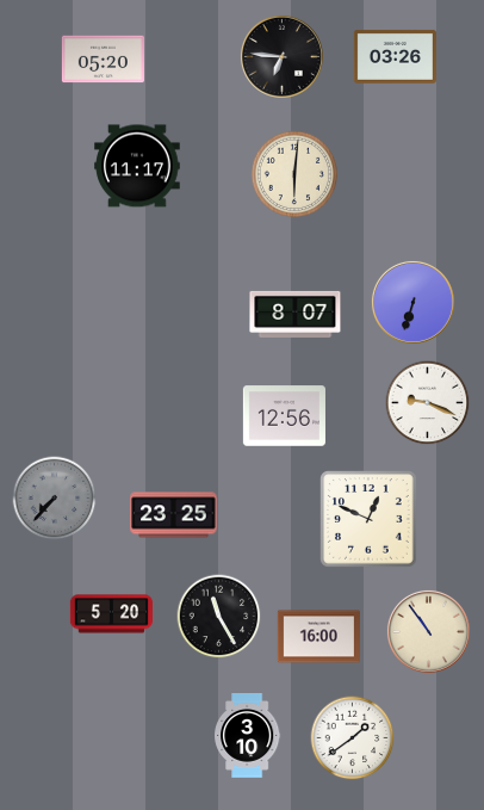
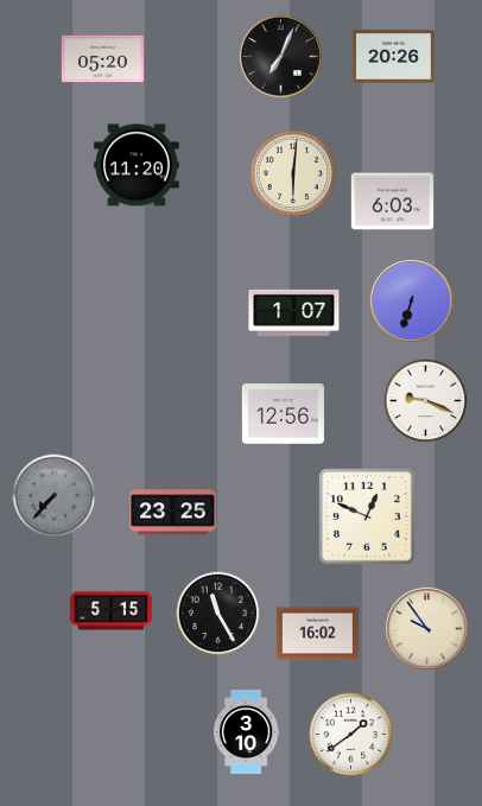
clock at (281, 56): 6:46 -> 7:04
clock at (395, 57): 03:26 -> 20:26
clock at (137, 166): 11:17 -> 11:20
clock at (392, 202): none -> 6:03
clock at (296, 314): 8:07 -> 1:07
clock at (111, 614): 5:20 -> 5:15
clock at (428, 631): 10:54 -> 9:54
clock at (318, 637): 16:00 -> 16:02
